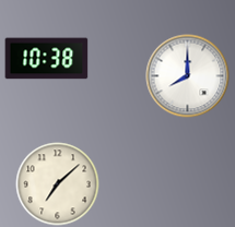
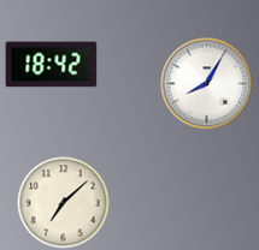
clock at (47, 59): 10:38 -> 18:42
clock at (188, 76): 8:00 -> 8:05
